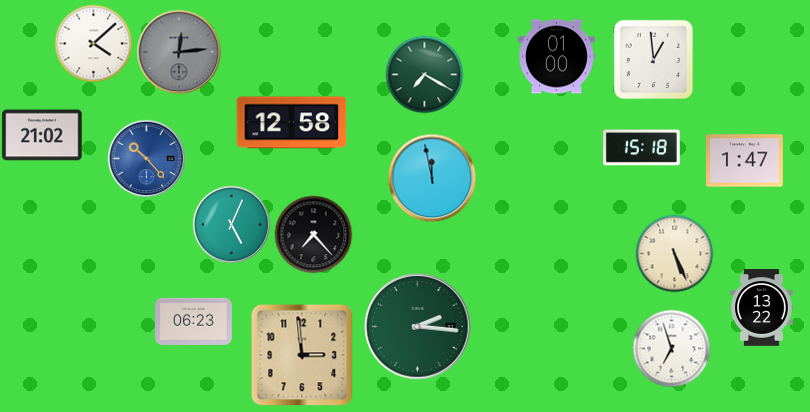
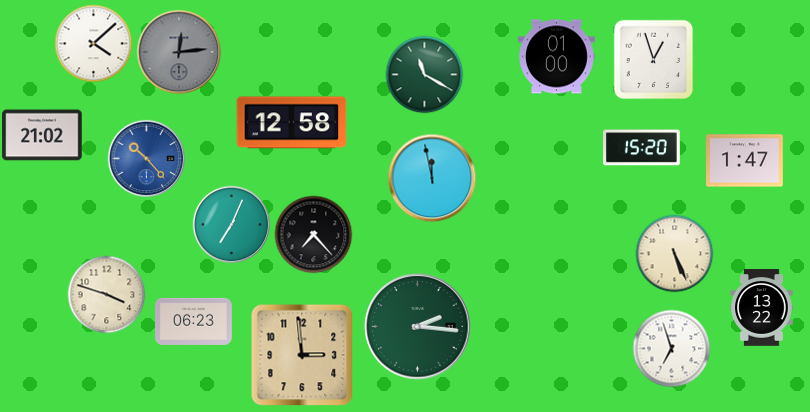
clock at (653, 59): 12:59 -> 12:57
clock at (424, 74): 7:20 -> 11:20
clock at (642, 148): 15:18 -> 15:20
clock at (231, 224): 5:04 -> 7:04
clock at (106, 294): none -> 3:48
